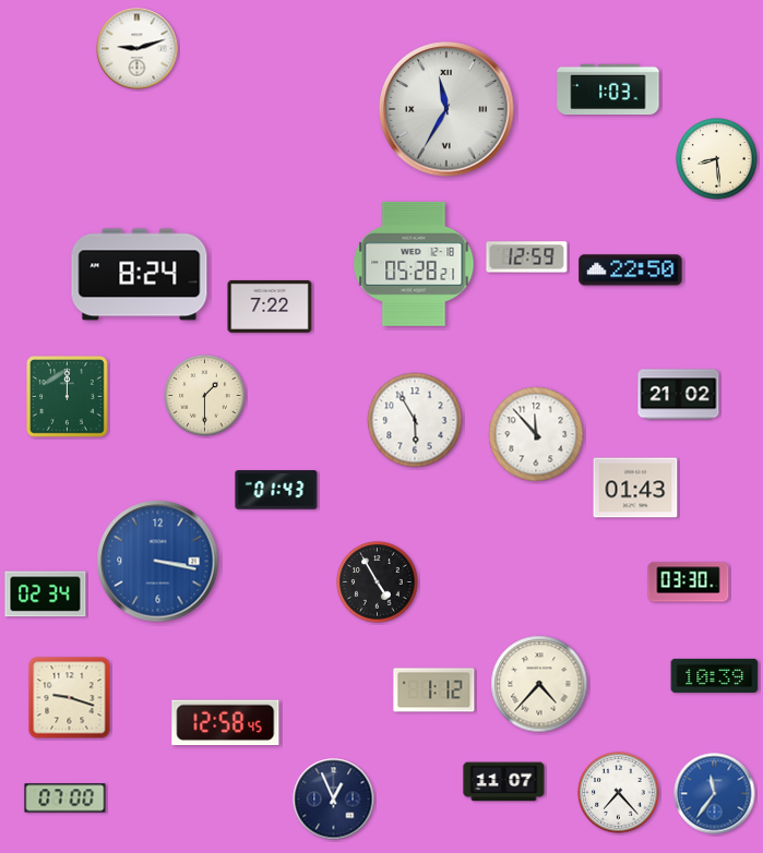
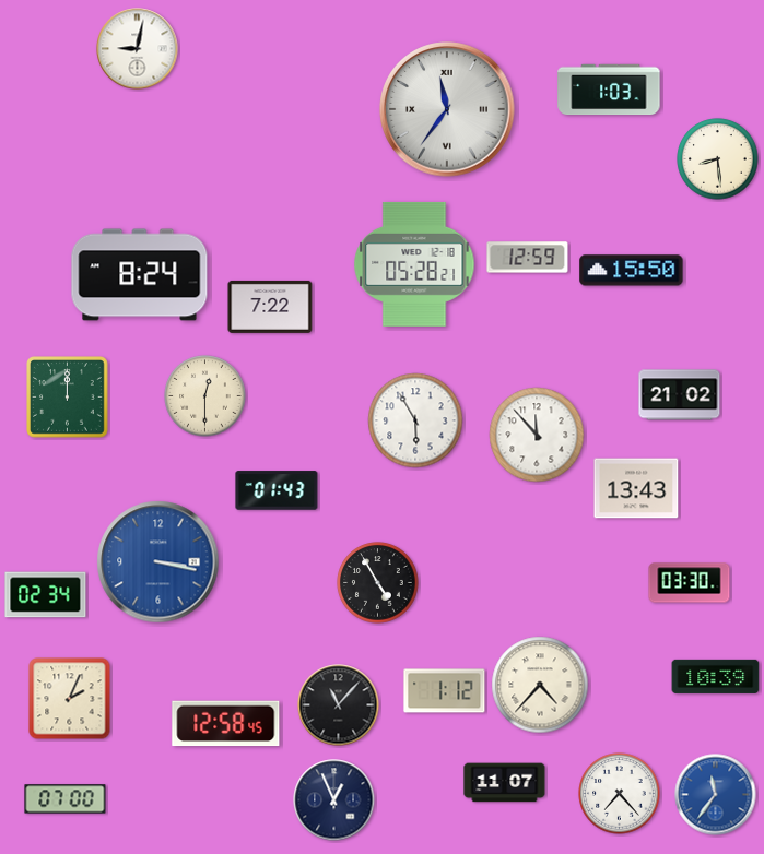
clock at (138, 49): 9:12 -> 9:02
clock at (446, 109): 11:35 -> 11:36
clock at (631, 271): 22:50 -> 15:50
clock at (205, 396): 1:30 -> 12:30
clock at (635, 488): 01:43 -> 13:43
clock at (434, 690) position: (434, 690) -> (445, 691)
clock at (70, 698): 9:18 -> 2:04
clock at (339, 705): none -> 11:07
